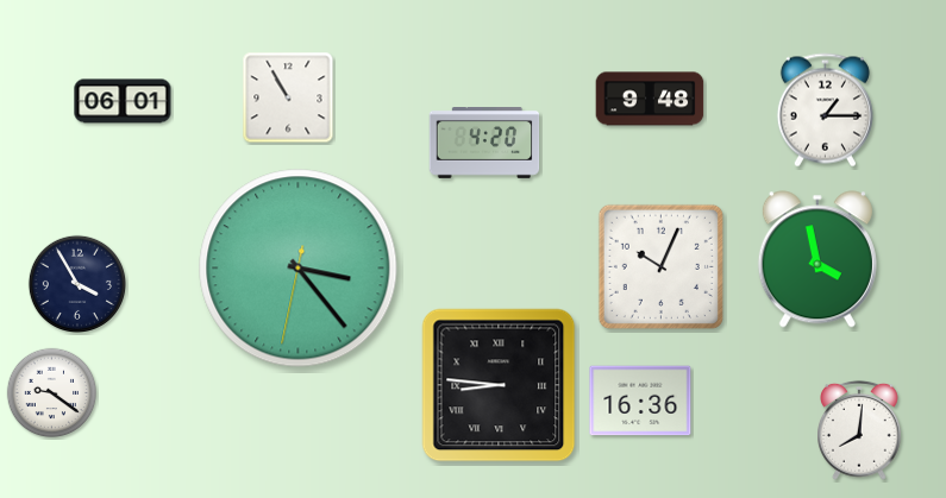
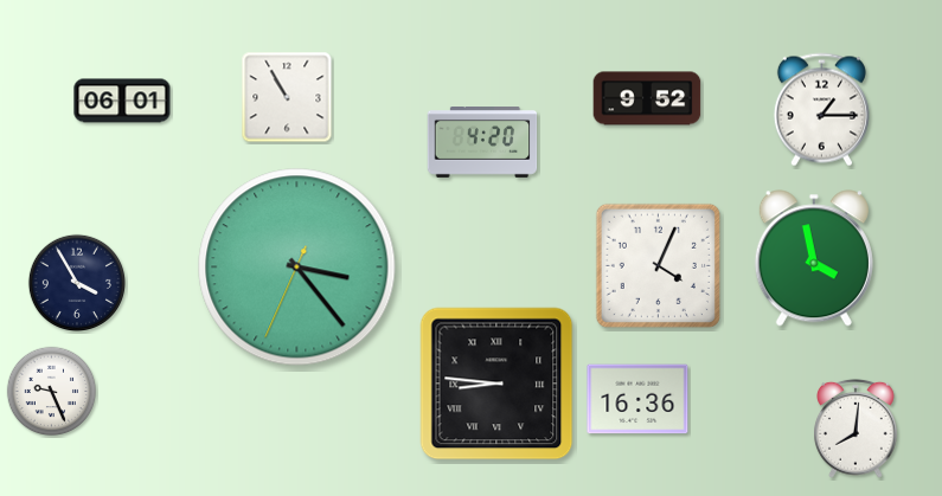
clock at (650, 99): 9:48 -> 9:52
clock at (660, 266): 10:04 -> 4:04
clock at (299, 269): 3:23:32 -> 3:23:34
clock at (52, 393): 9:21 -> 9:26
